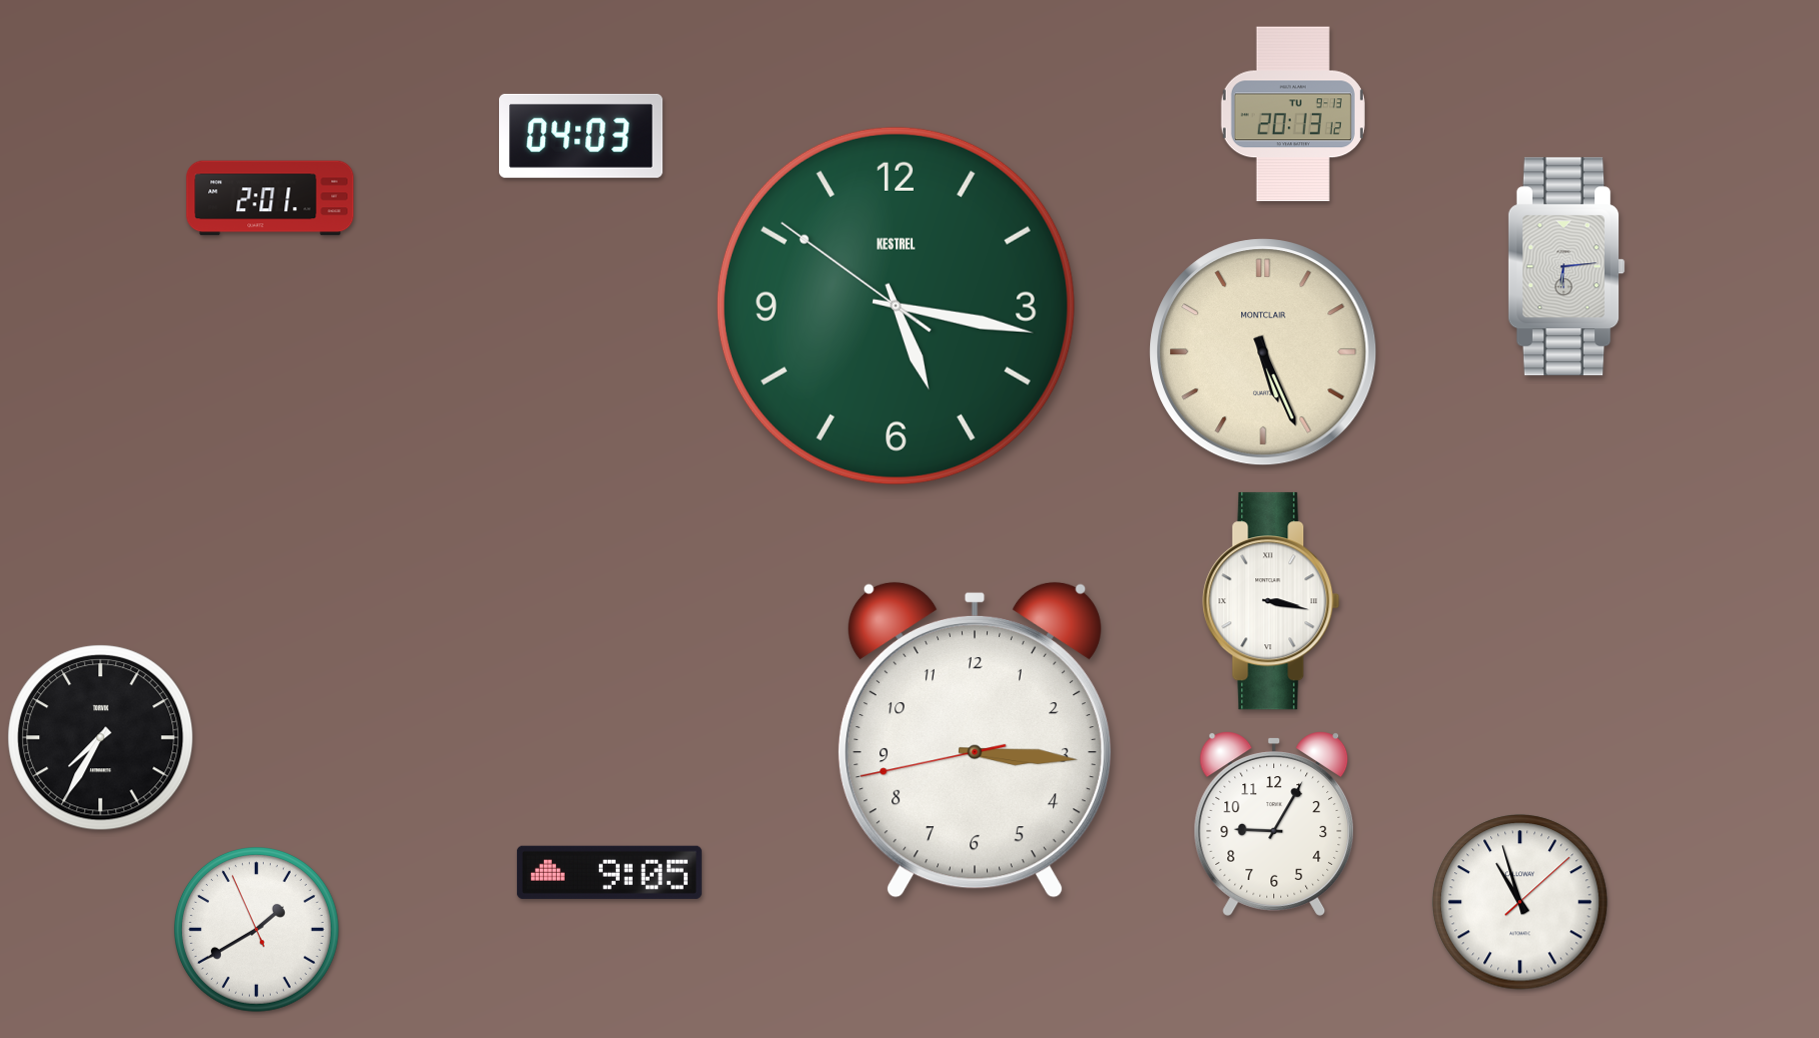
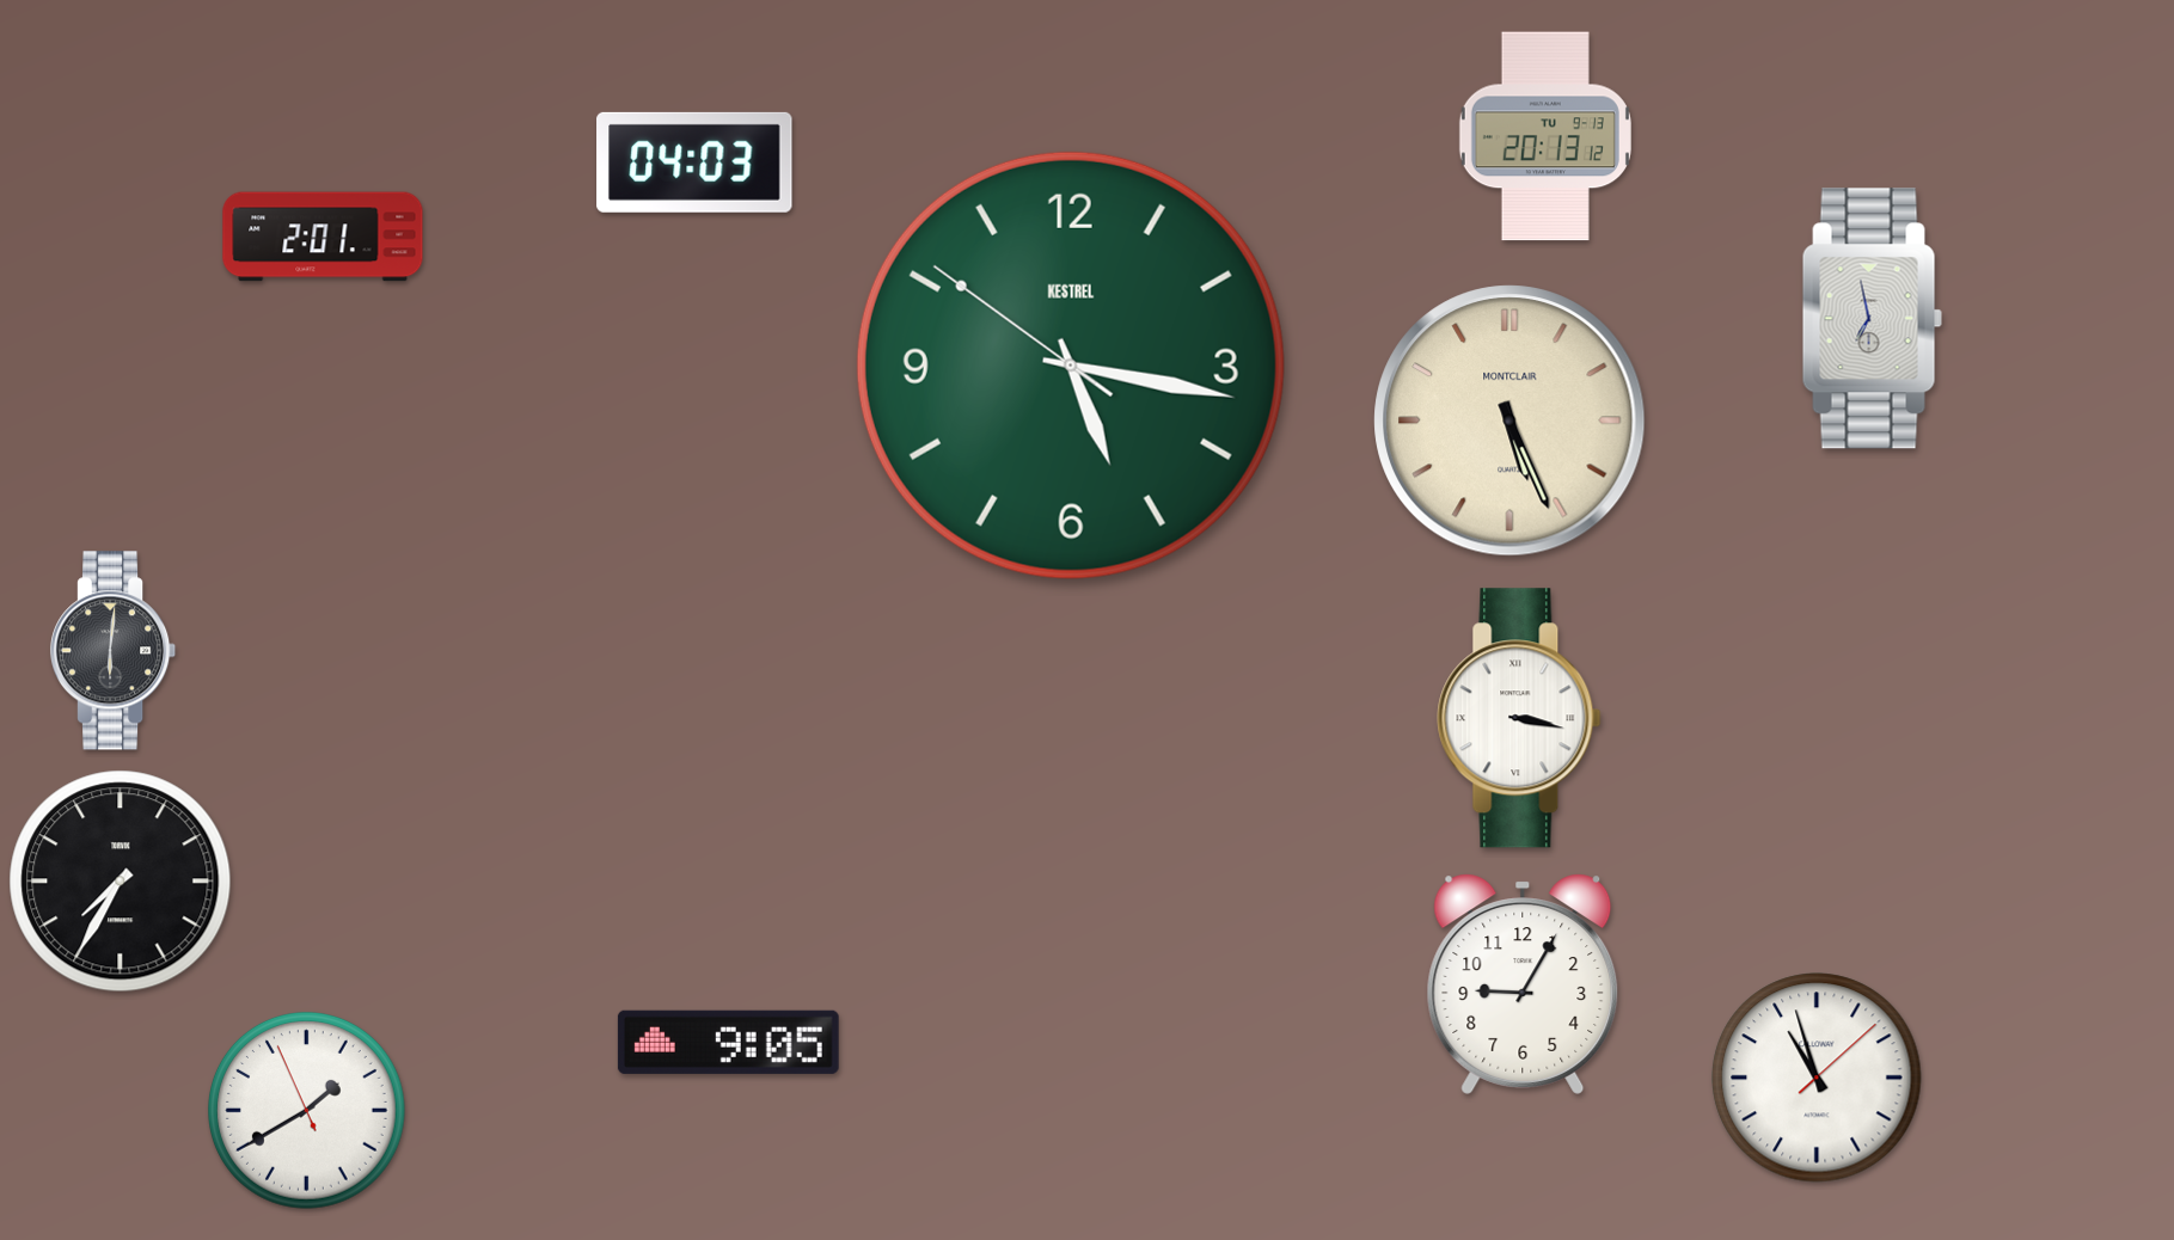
clock at (1566, 267): 6:14 -> 6:58
clock at (114, 651): none -> 6:01
clock at (975, 740): 3:15 -> none
